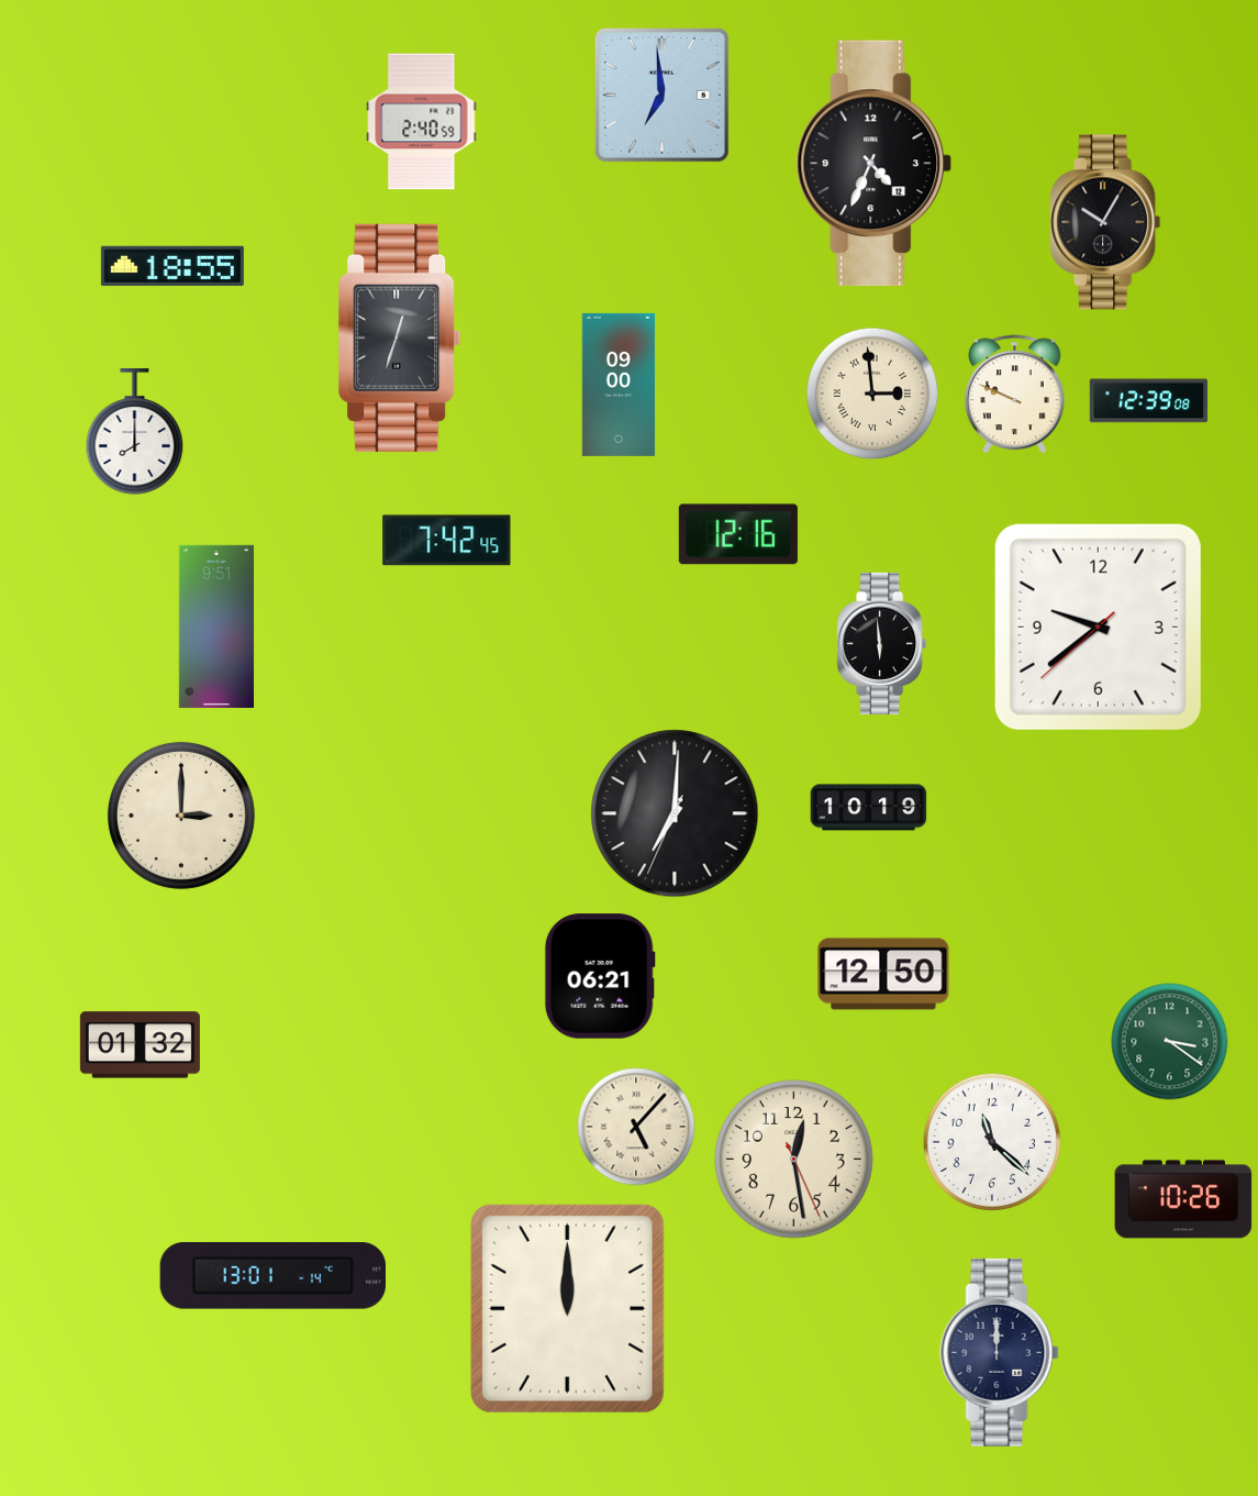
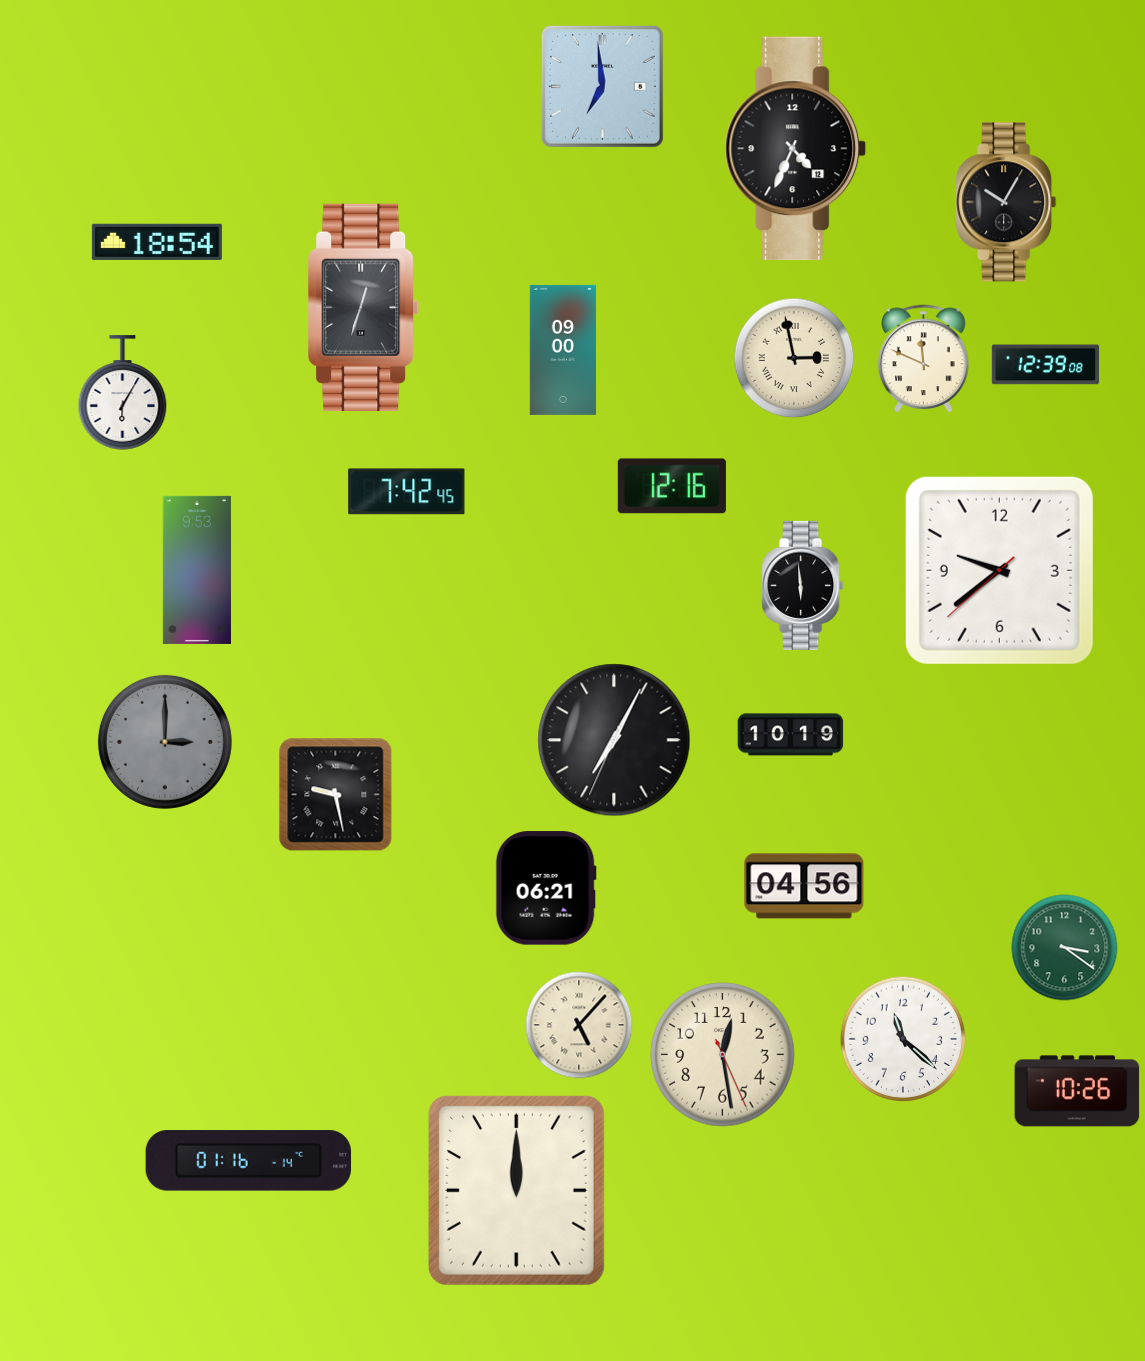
clock at (422, 122): 2:40 -> none
clock at (172, 266): 18:55 -> 18:54
clock at (872, 394): 2:59 -> 2:58
clock at (1015, 394): 9:49 -> 11:49
clock at (135, 432): 8:00 -> 6:05
clock at (216, 627): 9:51 -> 9:53
clock at (675, 813): 7:00 -> 7:04
clock at (181, 816) dial: cream -> grey
clock at (336, 795): none -> 9:28
clock at (883, 974): 12:50 -> 04:56
clock at (140, 1045): 01:32 -> none
clock at (272, 1276): 13:01 -> 01:16
clock at (1000, 1352): 12:00 -> none
